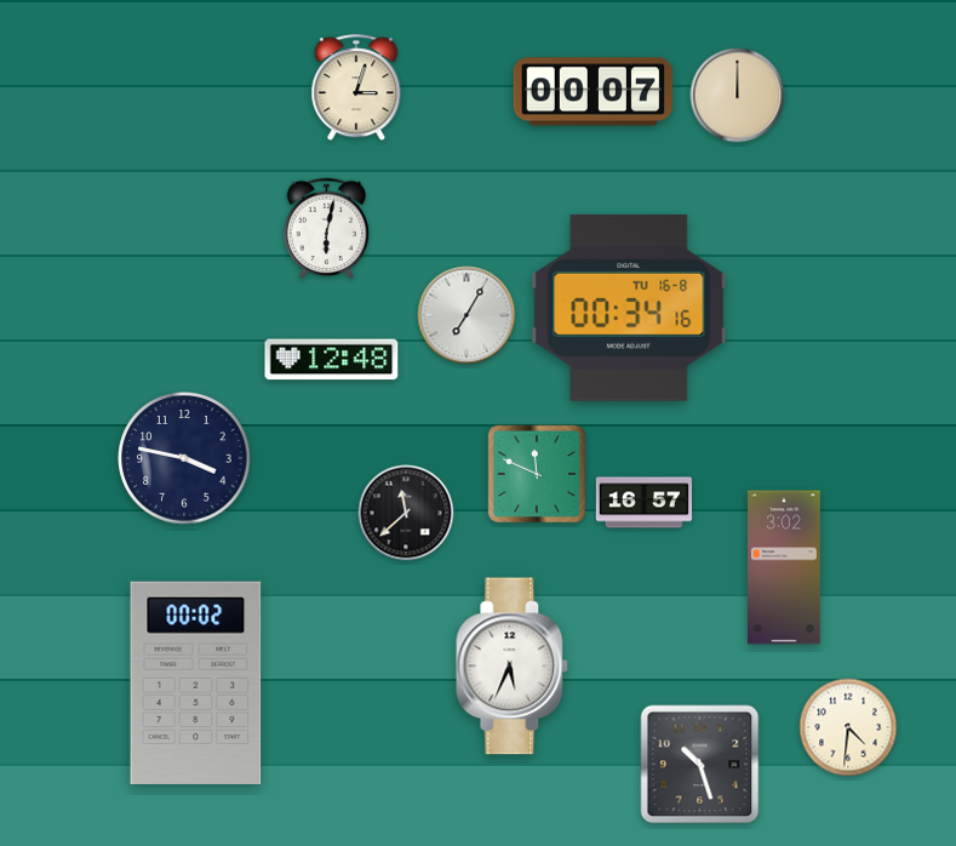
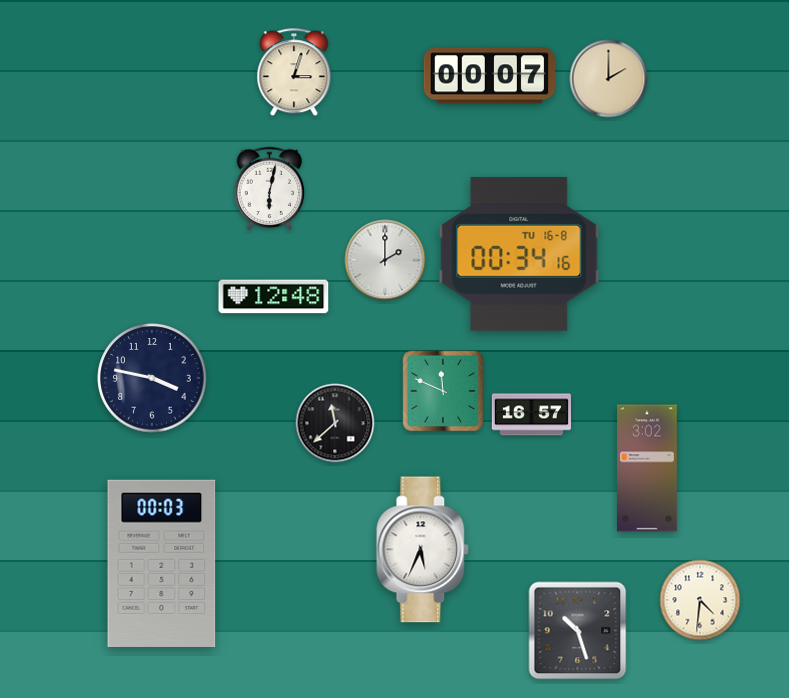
clock at (738, 96): 12:00 -> 2:00
clock at (466, 315): 7:05 -> 2:00
clock at (196, 682): 00:02 -> 00:03
